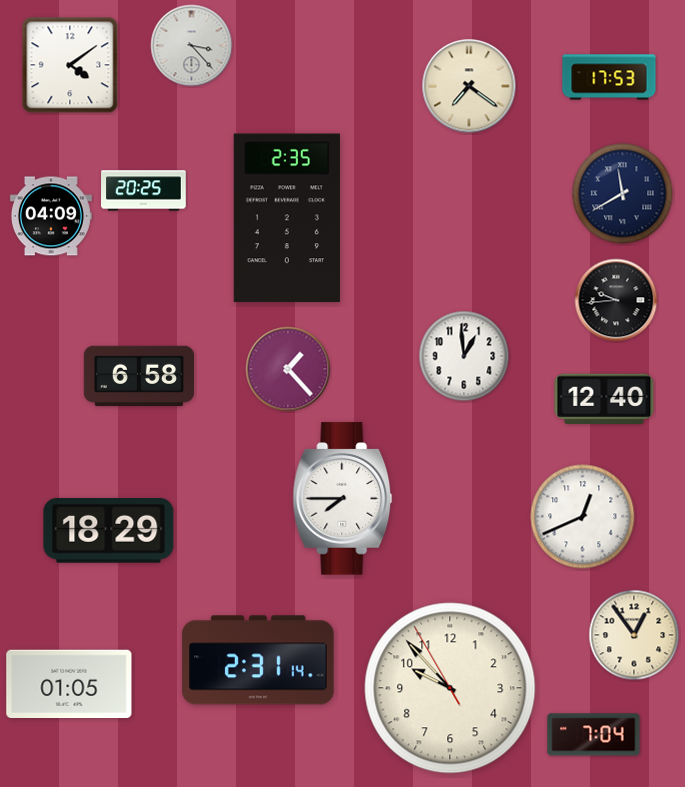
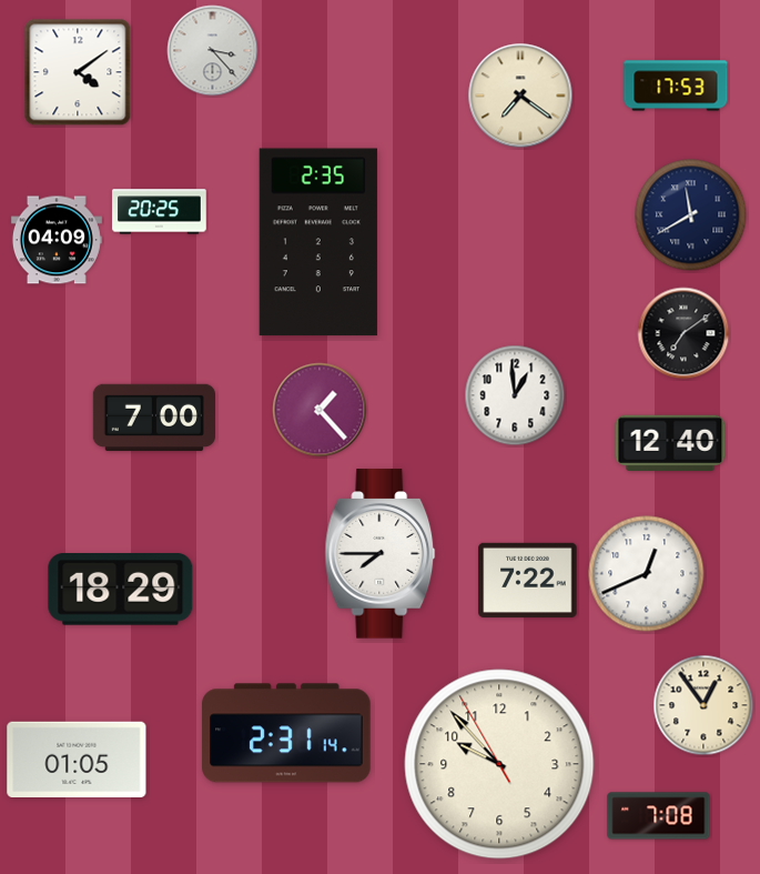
clock at (616, 300): 9:44 -> 7:09
clock at (138, 376): 6:58 -> 7:00
clock at (528, 580): none -> 7:22
clock at (594, 735): 7:04 -> 7:08
